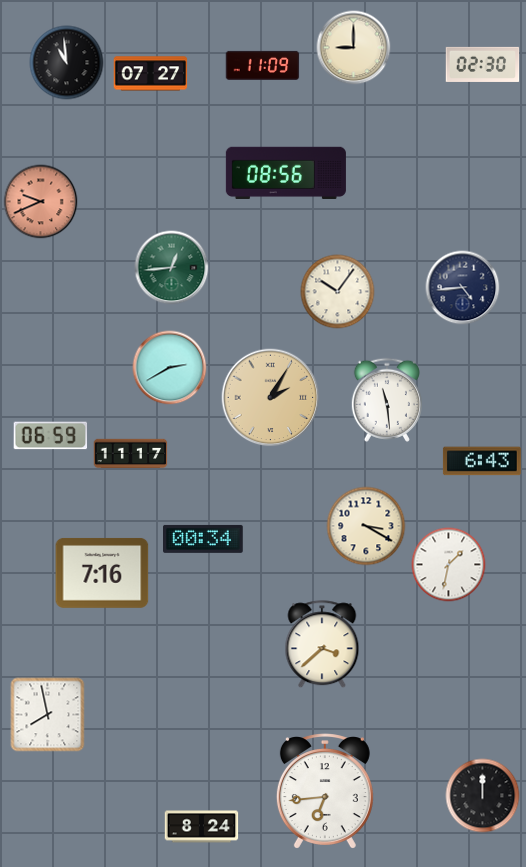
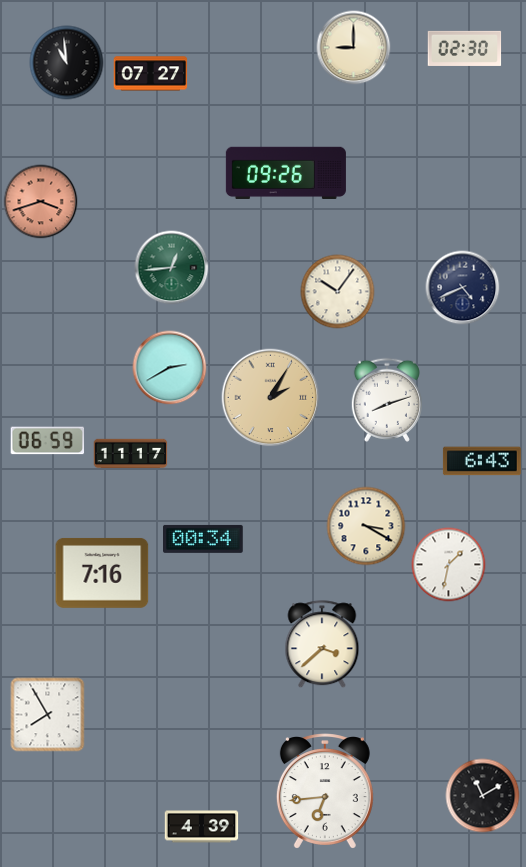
clock at (483, 64) position: (483, 64) -> (465, 48)
clock at (263, 65): 11:09 -> none
clock at (286, 173): 08:56 -> 09:26
clock at (41, 202): 9:41 -> 3:42
clock at (463, 288): 4:44 -> 4:41
clock at (387, 400): 11:29 -> 8:12
clock at (51, 436) position: (51, 436) -> (48, 441)
clock at (48, 715): 7:58 -> 7:55
clock at (483, 796): 12:00 -> 11:10
clock at (202, 827): 8:24 -> 4:39
